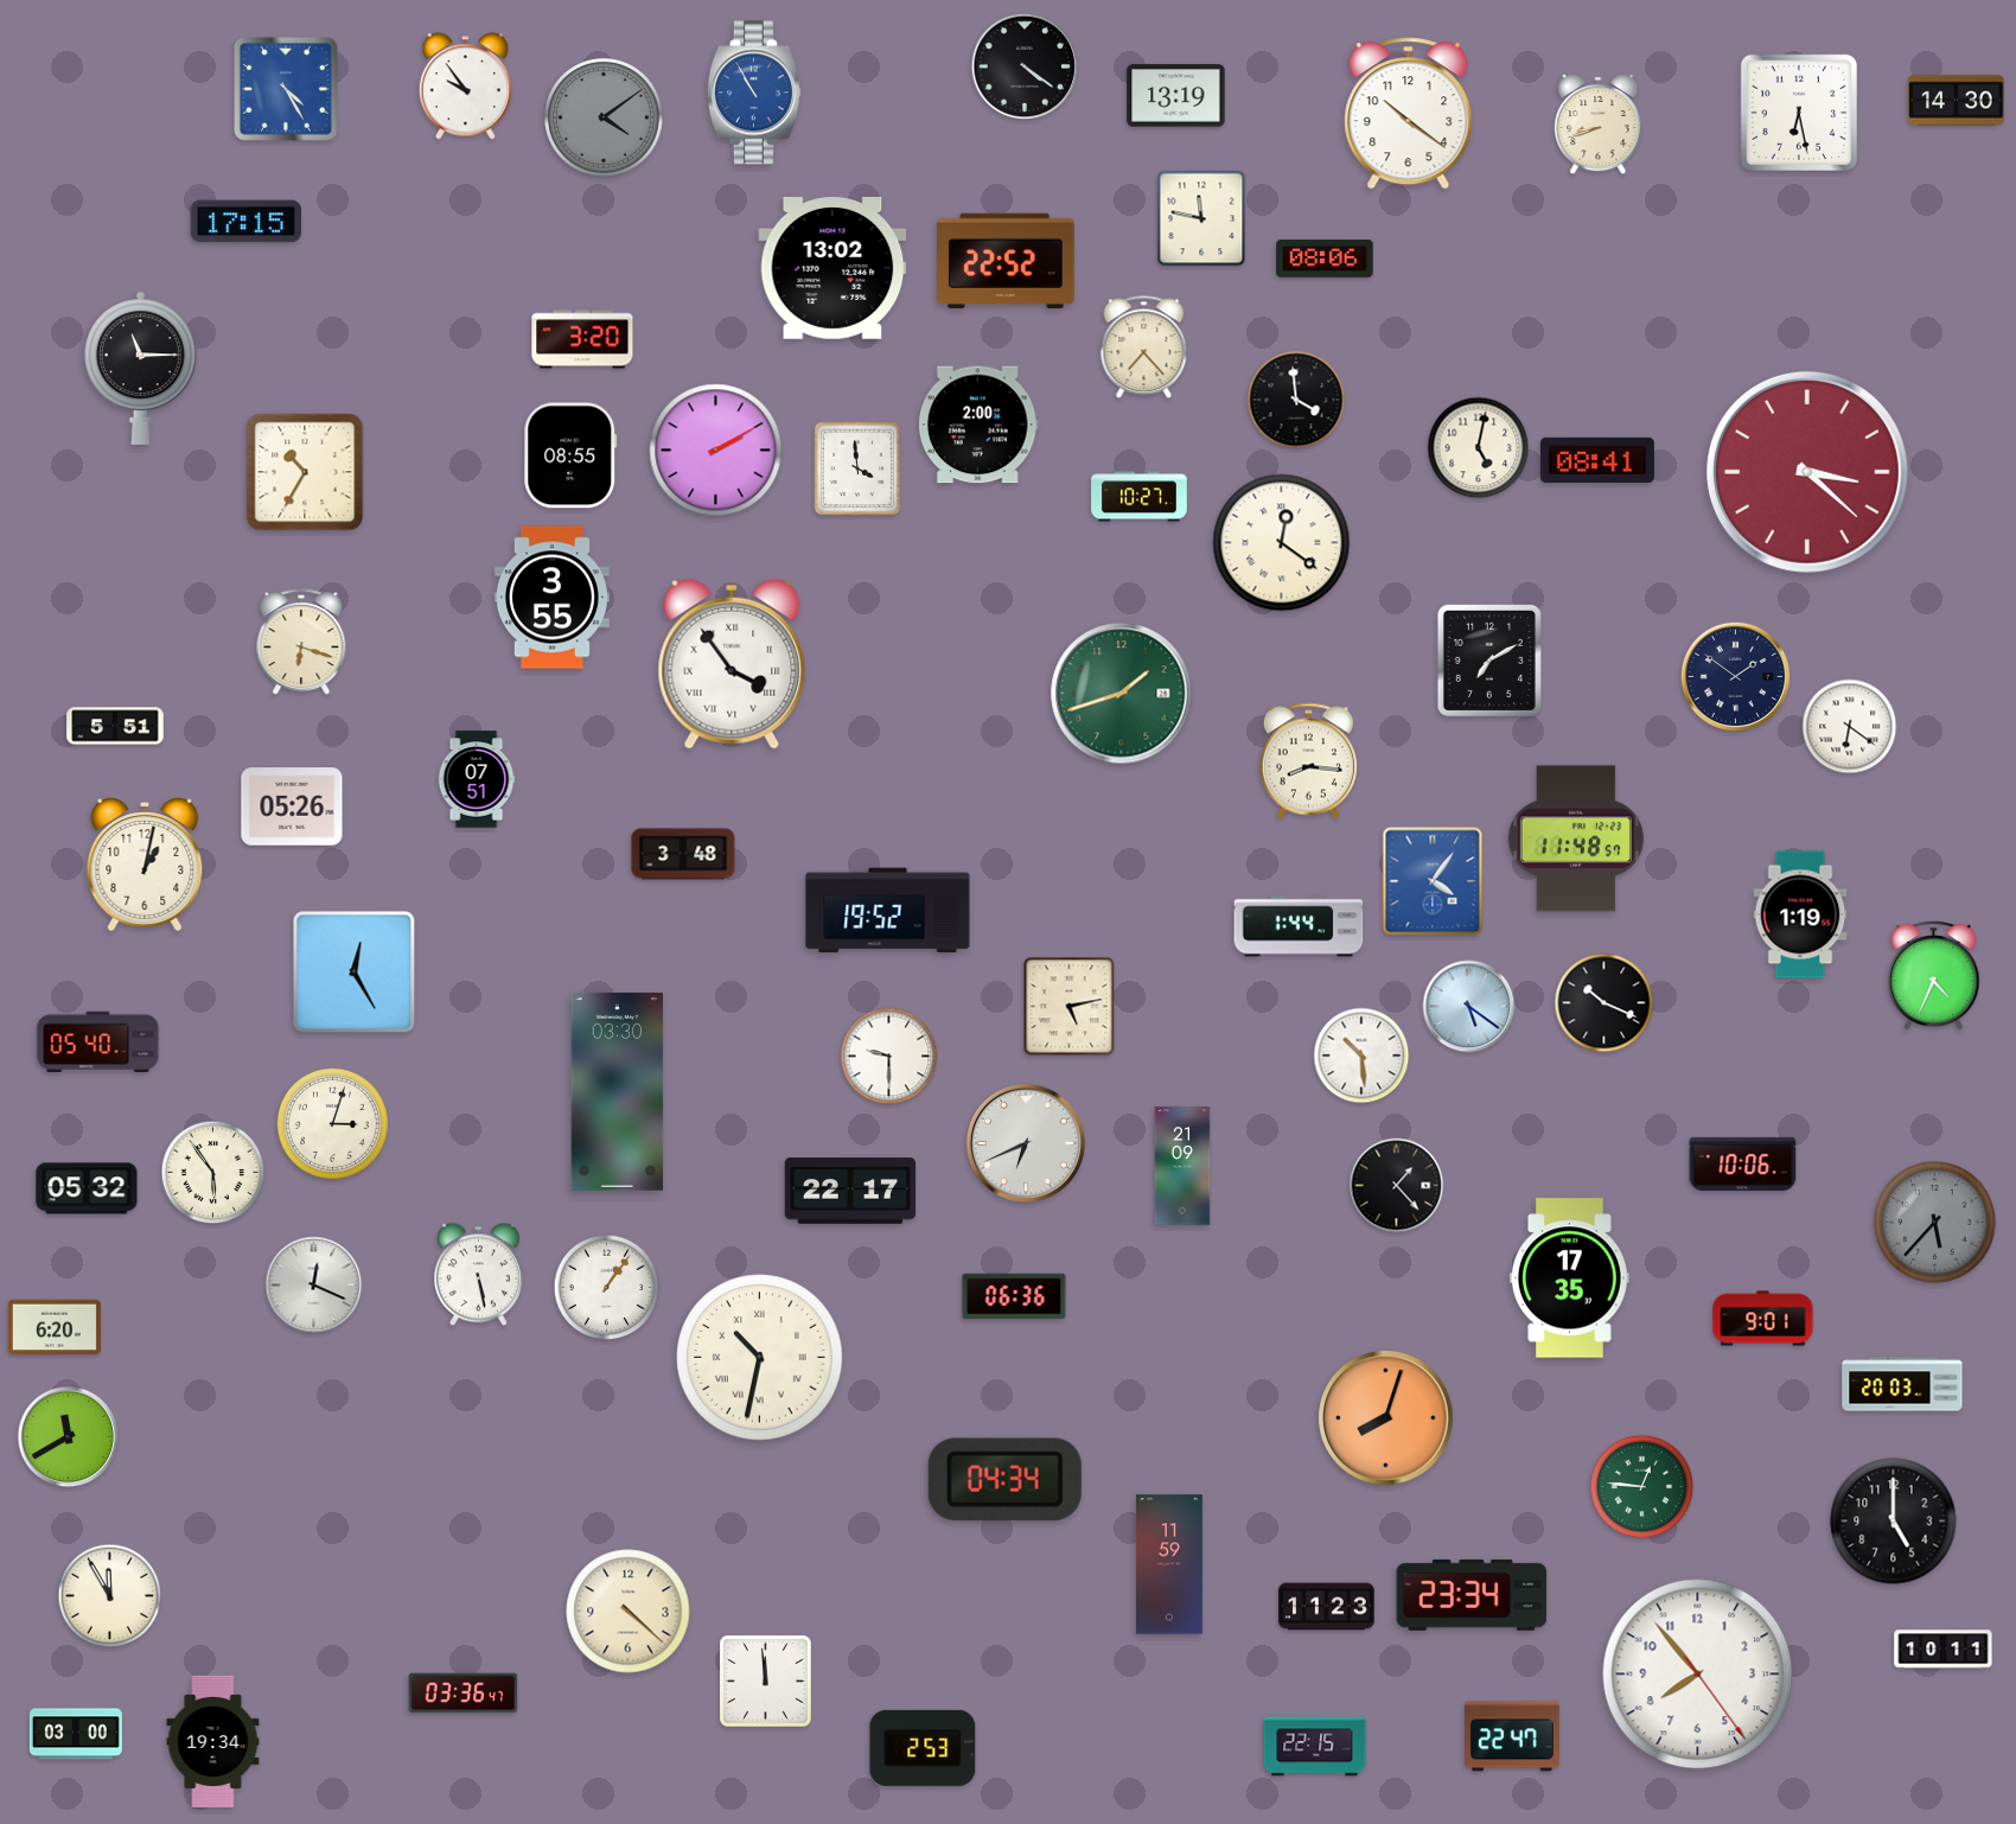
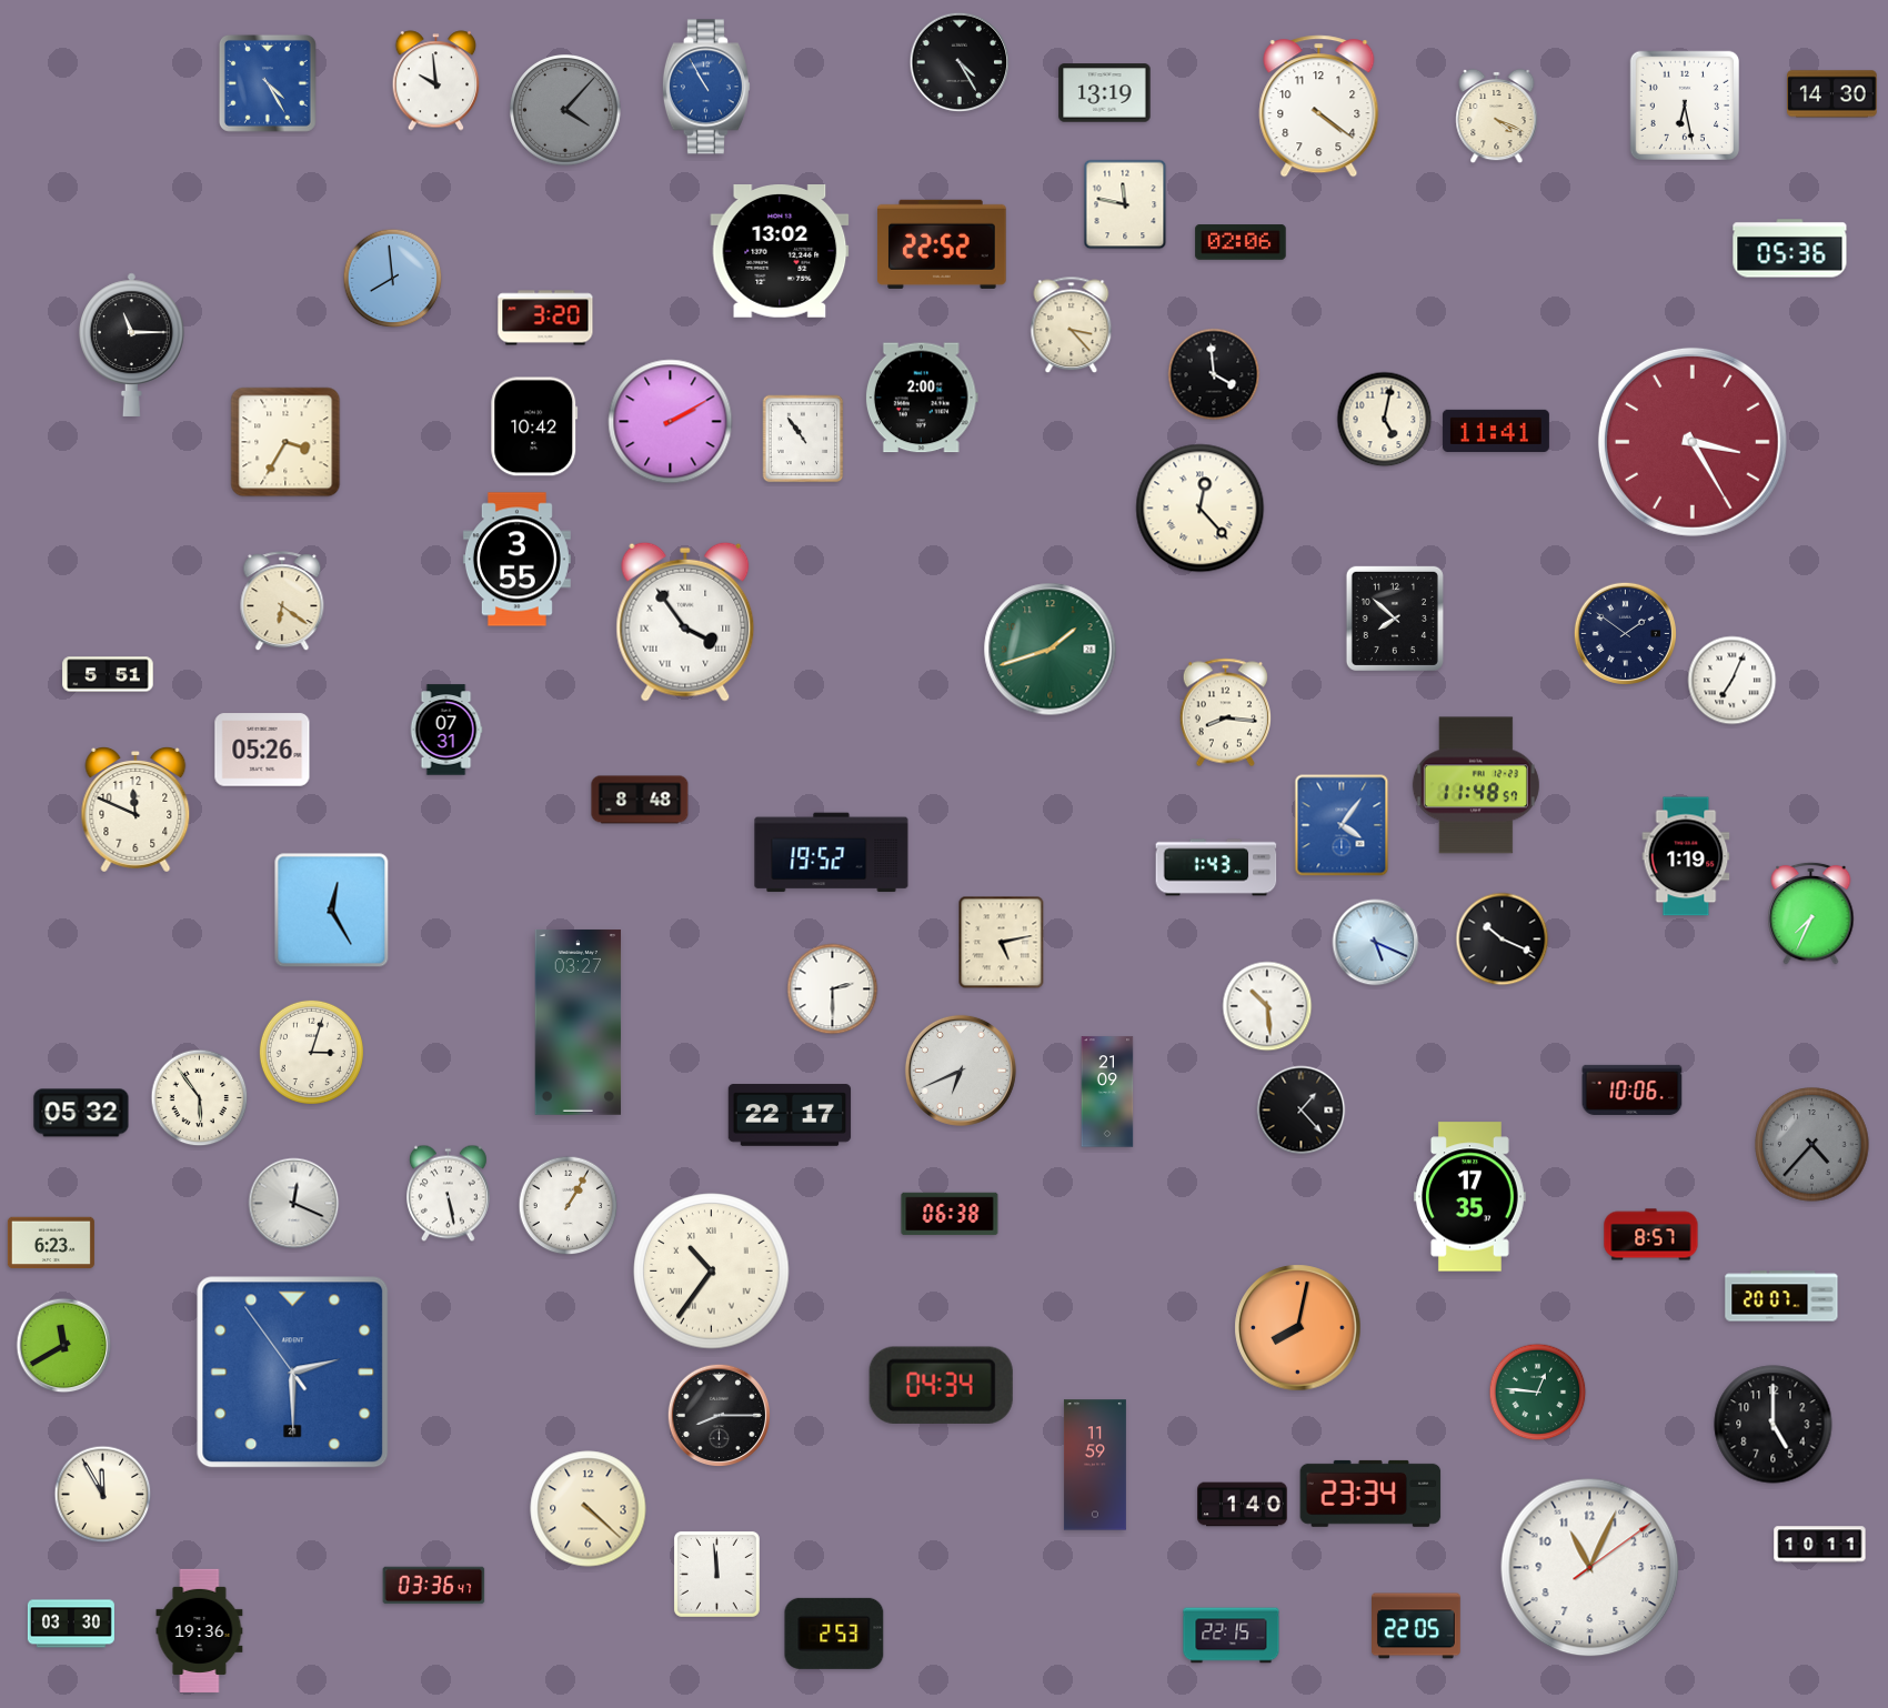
clock at (1025, 66): 4:21 -> 4:25
clock at (466, 87): 9:54 -> 9:59
clock at (1176, 96) position: (1176, 96) -> (1105, 93)
clock at (1409, 114): 10:21 -> 4:21
clock at (604, 117): 4:09 -> 4:07
clock at (1599, 125): 8:42 -> 4:19
clock at (245, 222): 17:15 -> none
clock at (1325, 259): 08:06 -> 02:06
clock at (1790, 249): none -> 05:36
clock at (393, 279): none -> 7:59
clock at (1144, 347): 7:23 -> 3:23
clock at (978, 425) position: (978, 425) -> (922, 398)
clock at (570, 455): 08:55 -> 10:42
clock at (1597, 460): 08:41 -> 11:41
clock at (857, 468): 3:59 -> 10:54
clock at (305, 472): 10:35 -> 3:35
clock at (1807, 472): 3:22 -> 3:25
clock at (1140, 497): 10:27 -> none
clock at (1282, 543): 12:21 -> 12:23
clock at (301, 643): 6:18 -> 6:21
clock at (1489, 661): 7:10 -> 7:52
clock at (115, 726) position: (115, 726) -> (108, 674)
clock at (1850, 727): 6:21 -> 7:04
clock at (477, 779): 07:51 -> 07:31
clock at (292, 806) position: (292, 806) -> (262, 750)
clock at (683, 854): 3:48 -> 8:48
clock at (145, 866): 1:02 -> 11:49
clock at (1299, 926): 1:44 -> 1:43
clock at (1934, 975): 4:34 -> 7:34
clock at (1469, 1007): 5:21 -> 5:19
clock at (98, 1041): 05:40 -> none
clock at (1361, 1056) position: (1361, 1056) -> (1267, 1006)
clock at (889, 1057): 9:30 -> 2:30
clock at (618, 1092): 03:30 -> 03:27
clock at (1397, 1186) position: (1397, 1186) -> (1302, 1111)
clock at (850, 1191) position: (850, 1191) -> (790, 1115)
clock at (1935, 1223): 5:37 -> 4:37
clock at (607, 1288): 1:06 -> 1:05
clock at (1014, 1296): 06:36 -> 06:38
clock at (1763, 1319): 9:01 -> 8:57
clock at (55, 1327): 6:20 -> 6:23
clock at (760, 1358): 10:32 -> 10:36
clock at (1902, 1384): 20:03 -> 20:07
clock at (1386, 1418): 8:03 -> 8:02
clock at (293, 1373): none -> 2:29
clock at (719, 1415): none -> 8:15
clock at (1472, 1595) position: (1472, 1595) -> (1370, 1494)
clock at (1327, 1607): 11:23 -> 1:40
clock at (1698, 1675): 7:53 -> 11:04
clock at (76, 1734): 03:00 -> 03:30
clock at (1513, 1736): 22:47 -> 22:05
clock at (213, 1741): 19:34 -> 19:36
clock at (923, 1748) position: (923, 1748) -> (834, 1634)
